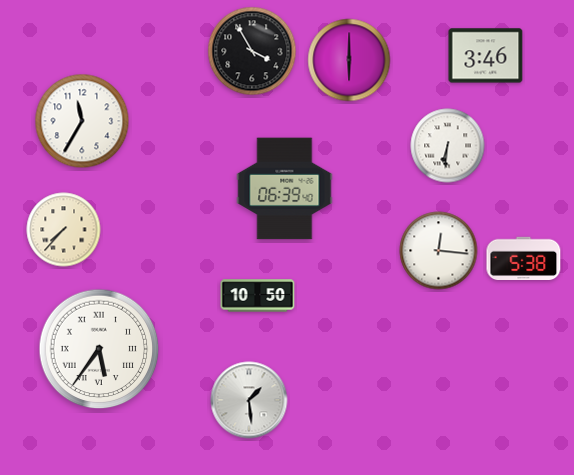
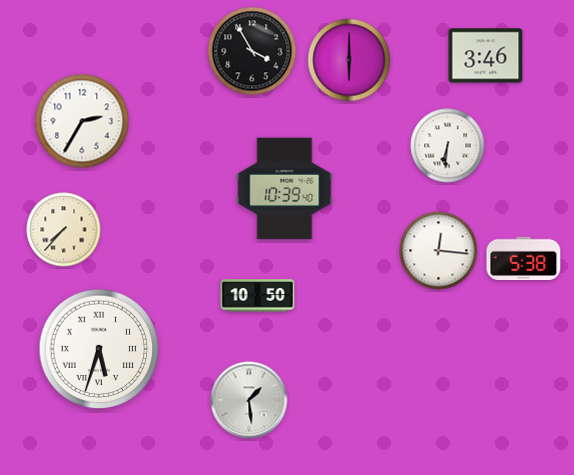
clock at (82, 121): 11:35 -> 2:35
clock at (285, 189): 06:39 -> 10:39
clock at (99, 349): 5:36 -> 5:33
